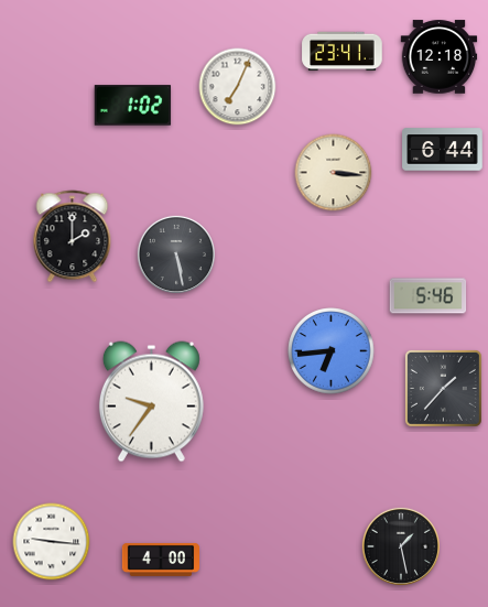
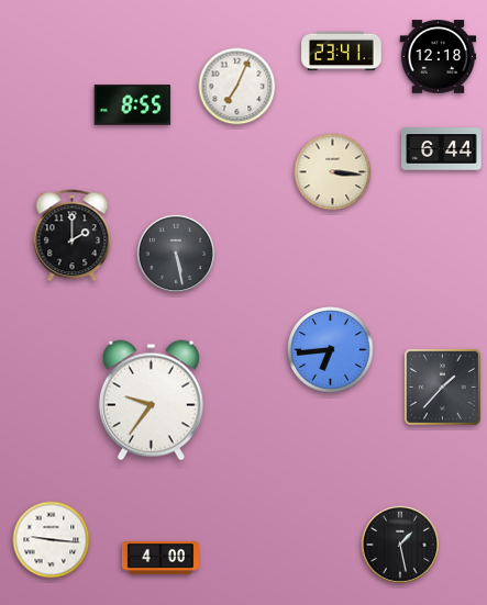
clock at (133, 106): 1:02 -> 8:55
clock at (429, 296): 5:46 -> none
